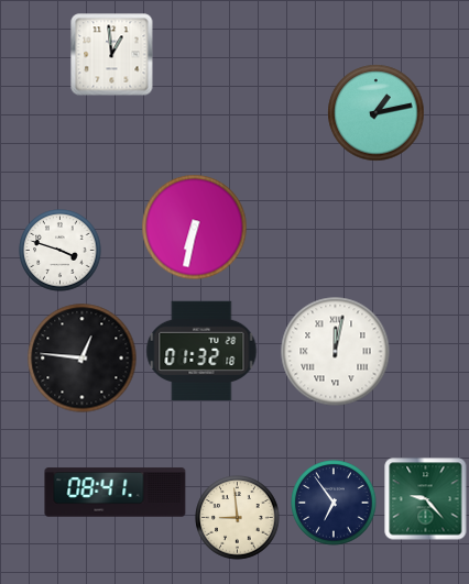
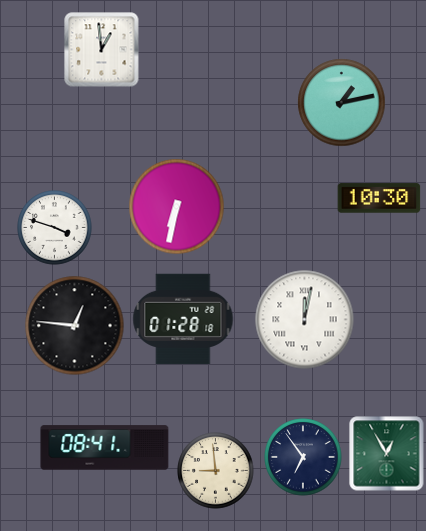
clock at (379, 198): none -> 10:30
clock at (201, 351): 01:32 -> 01:28
clock at (426, 499): 9:23 -> 12:55
